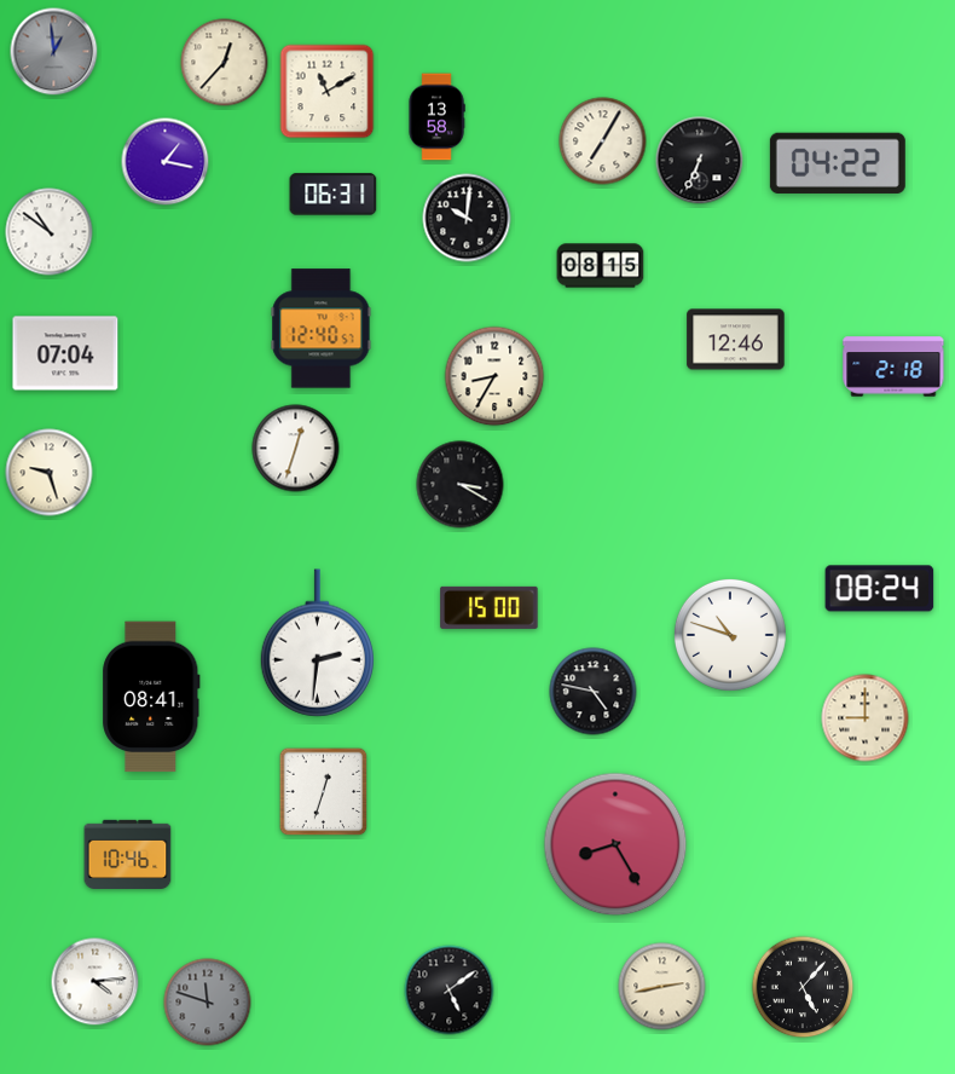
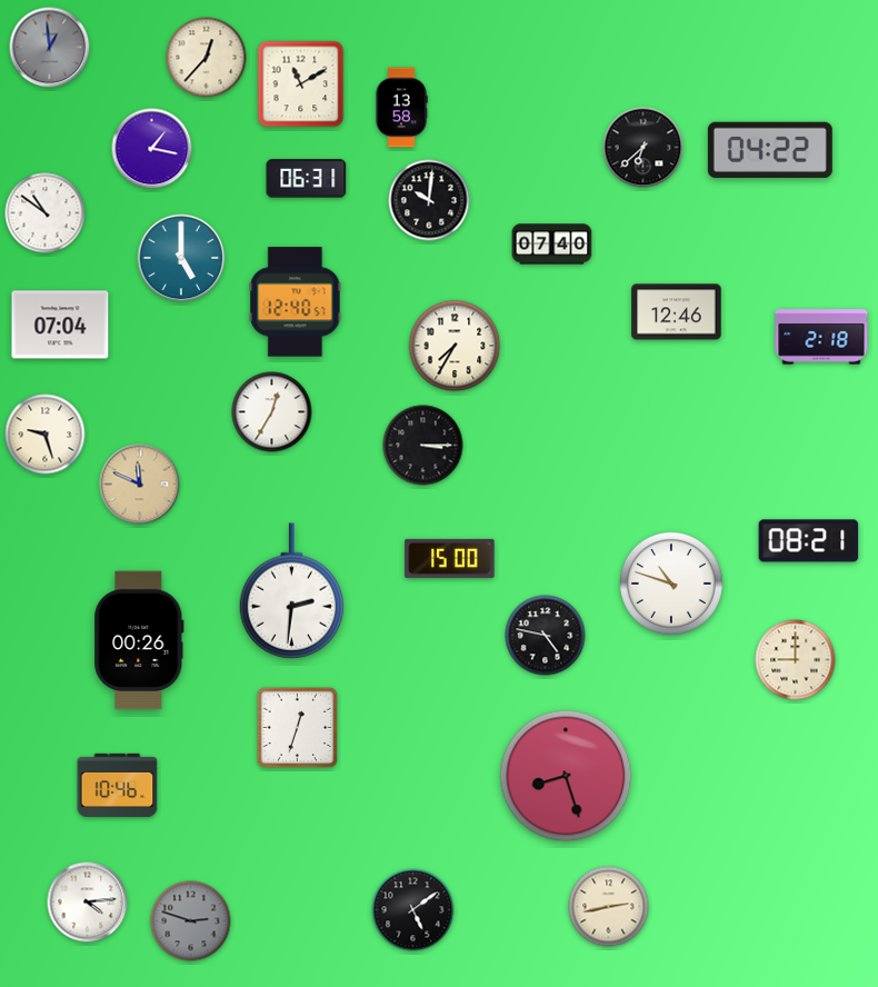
clock at (603, 142): 7:05 -> none
clock at (700, 161): 6:34 -> 6:38
clock at (601, 266): 08:15 -> 07:40
clock at (181, 258): none -> 5:00
clock at (494, 376): 8:35 -> 7:35
clock at (296, 449): 12:33 -> 12:35
clock at (461, 485): 3:20 -> 3:15
clock at (140, 485): none -> 11:49
clock at (880, 589): 08:24 -> 08:21
clock at (151, 697): 08:41 -> 00:26
clock at (615, 844): 8:25 -> 8:27
clock at (803, 987): 5:07 -> none
clock at (208, 1003): 11:48 -> 2:48
